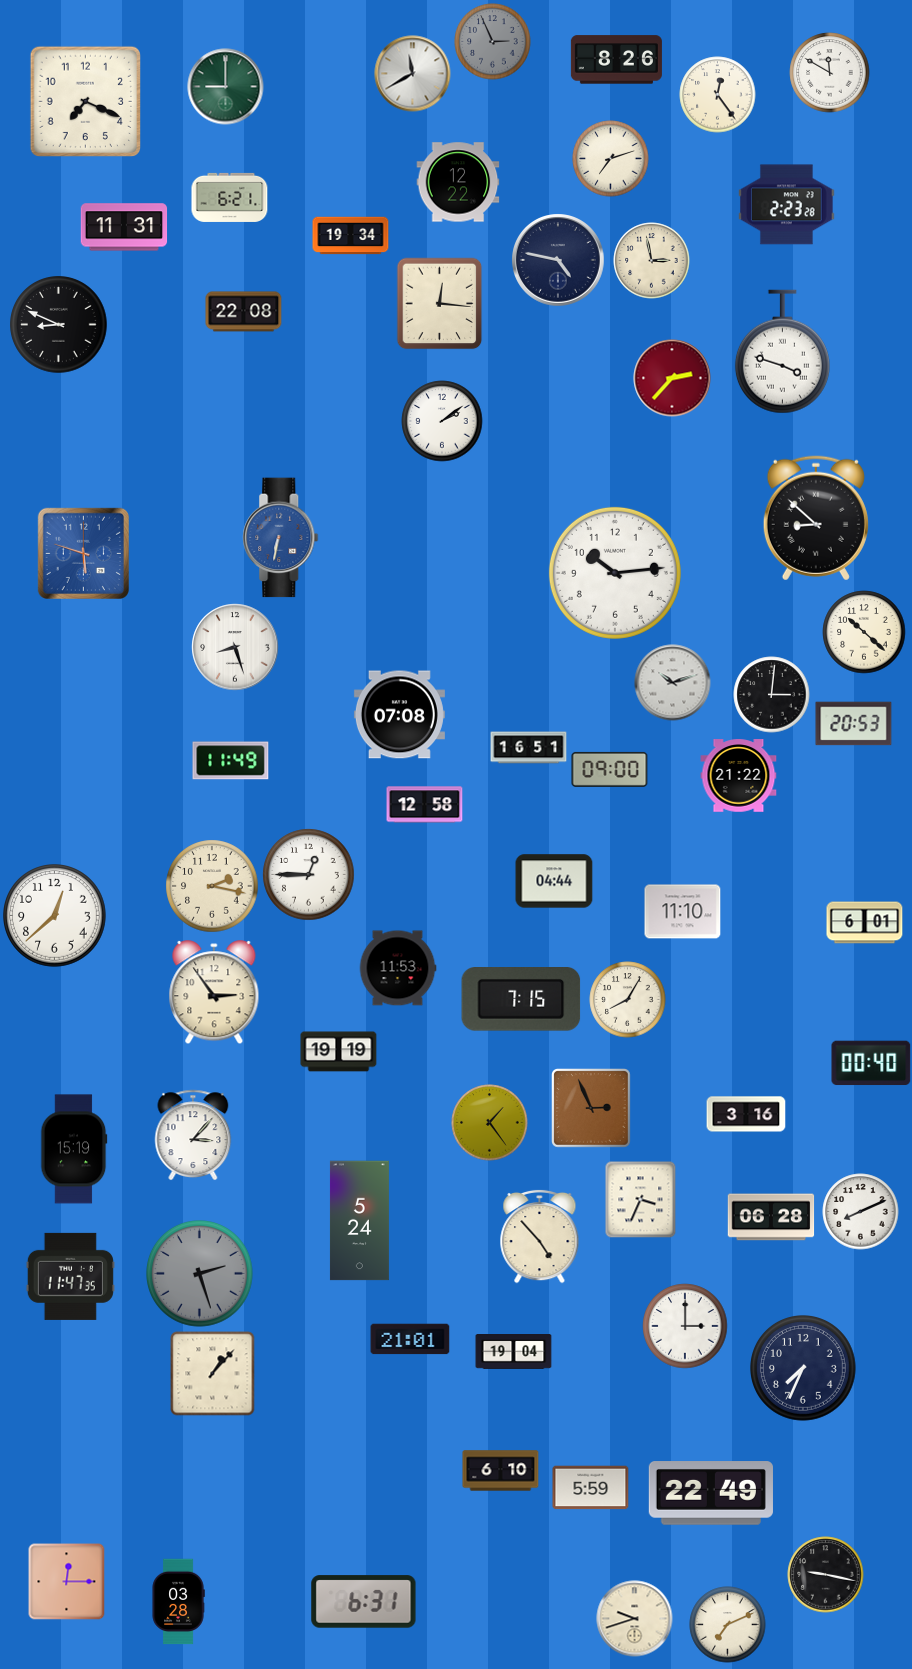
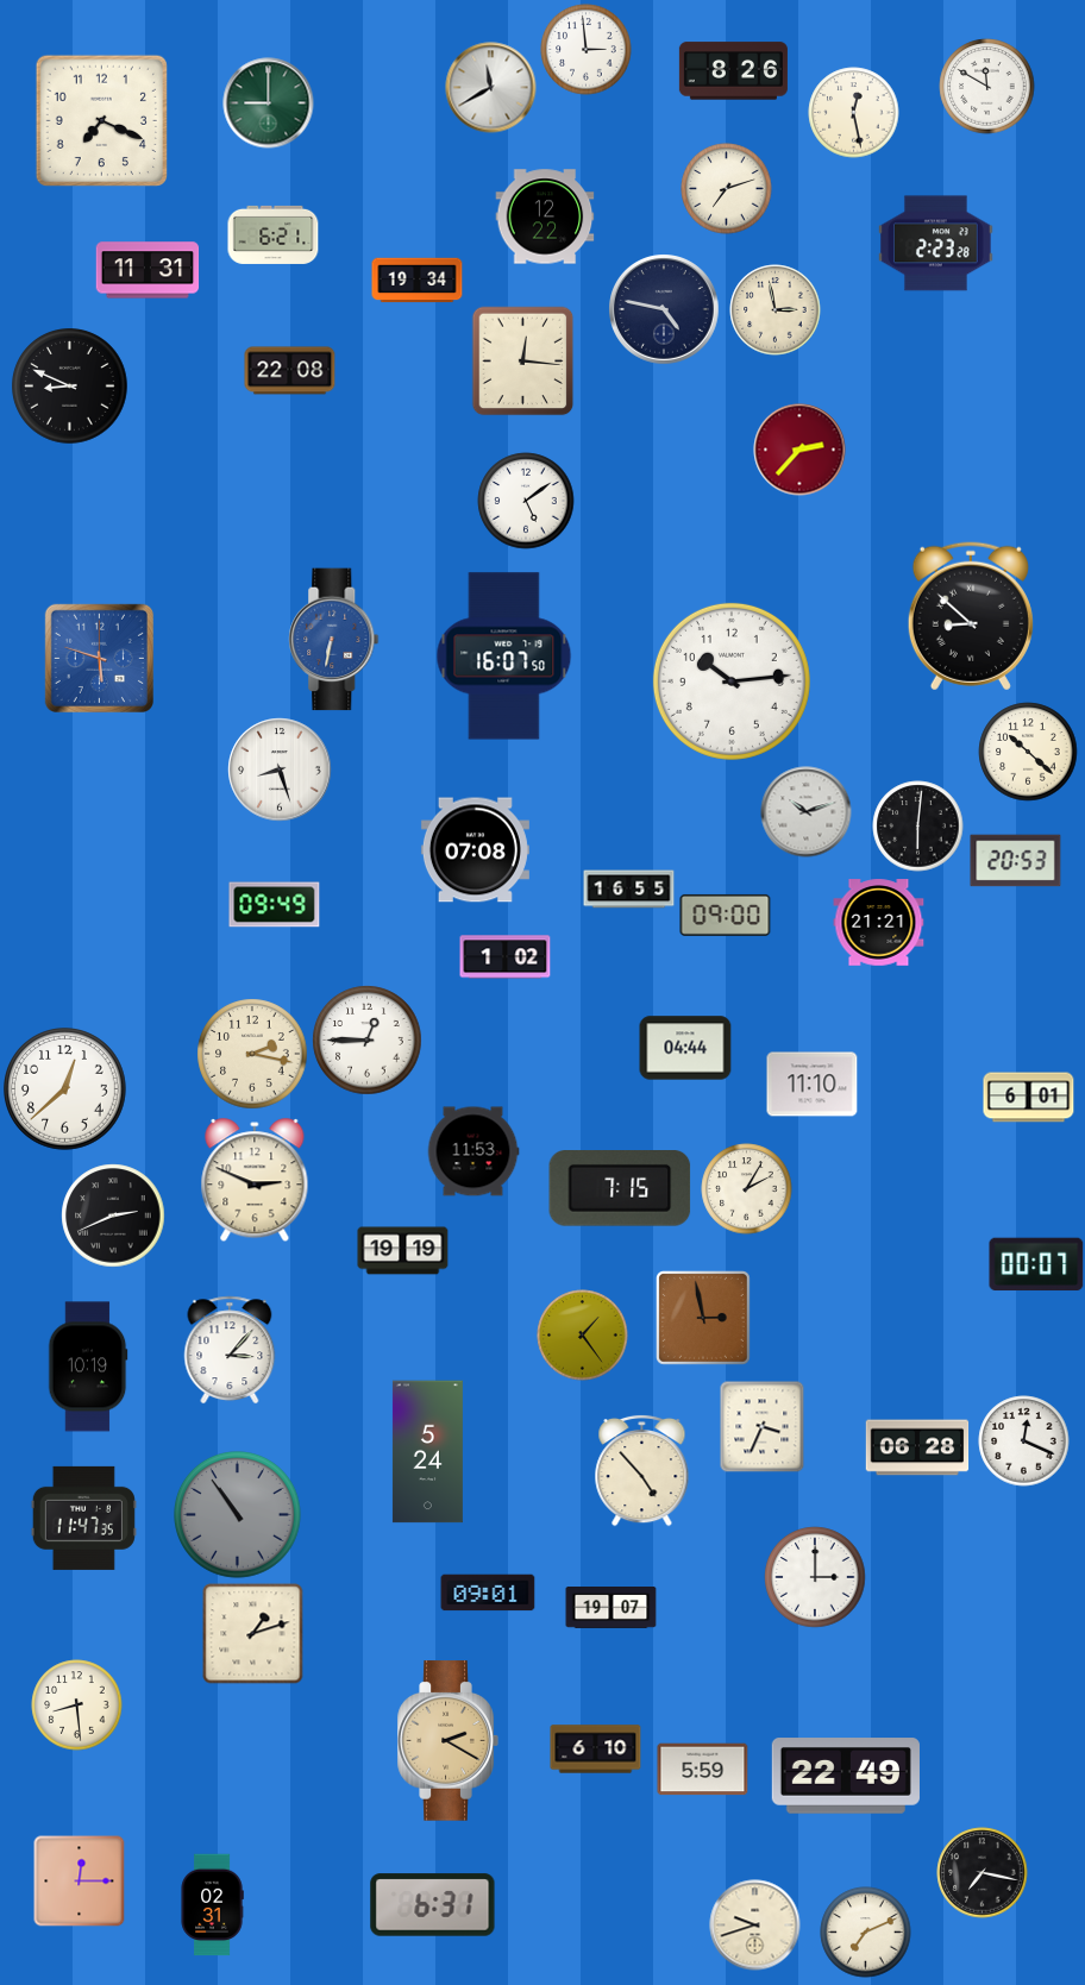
clock at (493, 42): 2:56 -> 2:59
clock at (493, 42) dial: grey -> white
clock at (718, 95): 12:24 -> 12:28
clock at (782, 352): 3:48 -> none
clock at (442, 421): 2:09 -> 5:09
clock at (504, 657): none -> 16:07
clock at (673, 683) position: (673, 683) -> (807, 812)
clock at (772, 695): 3:01 -> 6:01
clock at (529, 748): 16:51 -> 16:55
clock at (231, 761): 11:49 -> 09:49
clock at (739, 776): 21:22 -> 21:21
clock at (425, 805): 12:58 -> 1:02
clock at (554, 881) position: (554, 881) -> (685, 1048)
clock at (214, 993): 2:54 -> 2:49
clock at (628, 1000): 8:05 -> 2:05
clock at (113, 1216): none -> 2:41
clock at (871, 1063): 00:40 -> 00:07
clock at (592, 1109): 2:56 -> 2:58
clock at (746, 1114): 3:16 -> none
clock at (74, 1149): 15:19 -> 10:19
clock at (861, 1212): 8:11 -> 12:19
clock at (200, 1274): 2:27 -> 10:54
clock at (410, 1339): 21:01 -> 09:01
clock at (514, 1352): 19:04 -> 19:07
clock at (804, 1369): 7:34 -> none
clock at (213, 1374): 1:07 -> 1:12
clock at (77, 1706): none -> 8:29
clock at (447, 1741): none -> 2:20
clock at (826, 1575): 9:17 -> 7:17
clock at (178, 1602): 03:28 -> 02:31
